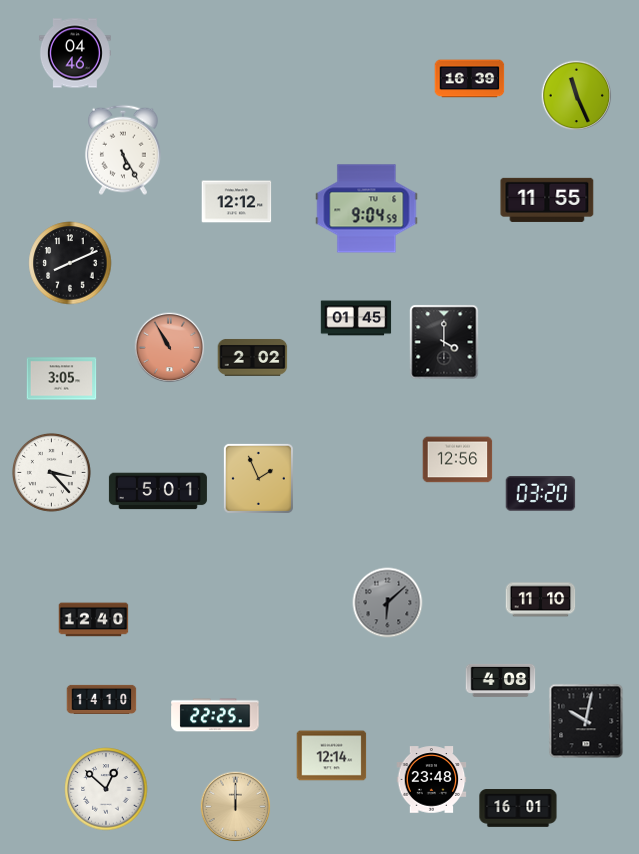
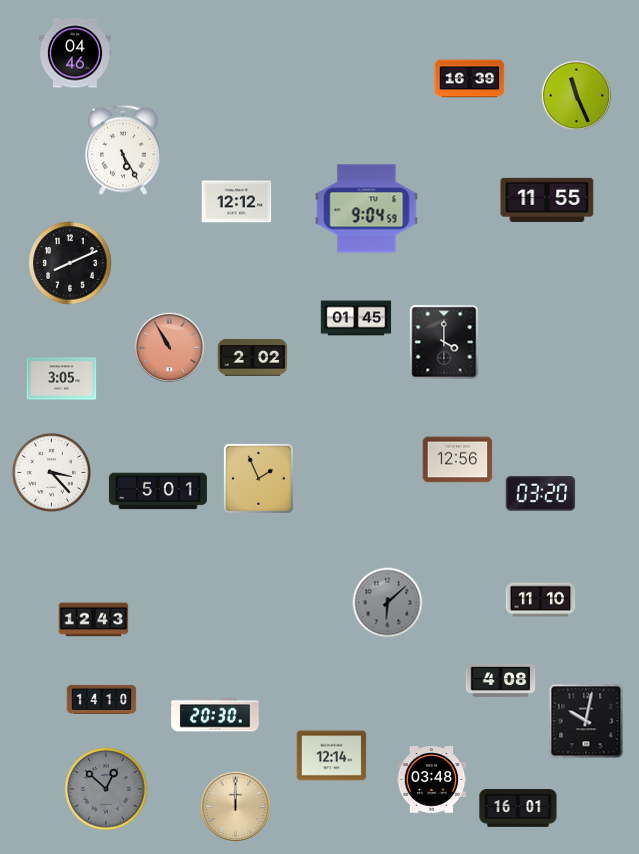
clock at (94, 620): 12:40 -> 12:43
clock at (215, 715): 22:25 -> 20:30
clock at (432, 780): 23:48 -> 03:48
clock at (106, 789) dial: white -> grey
